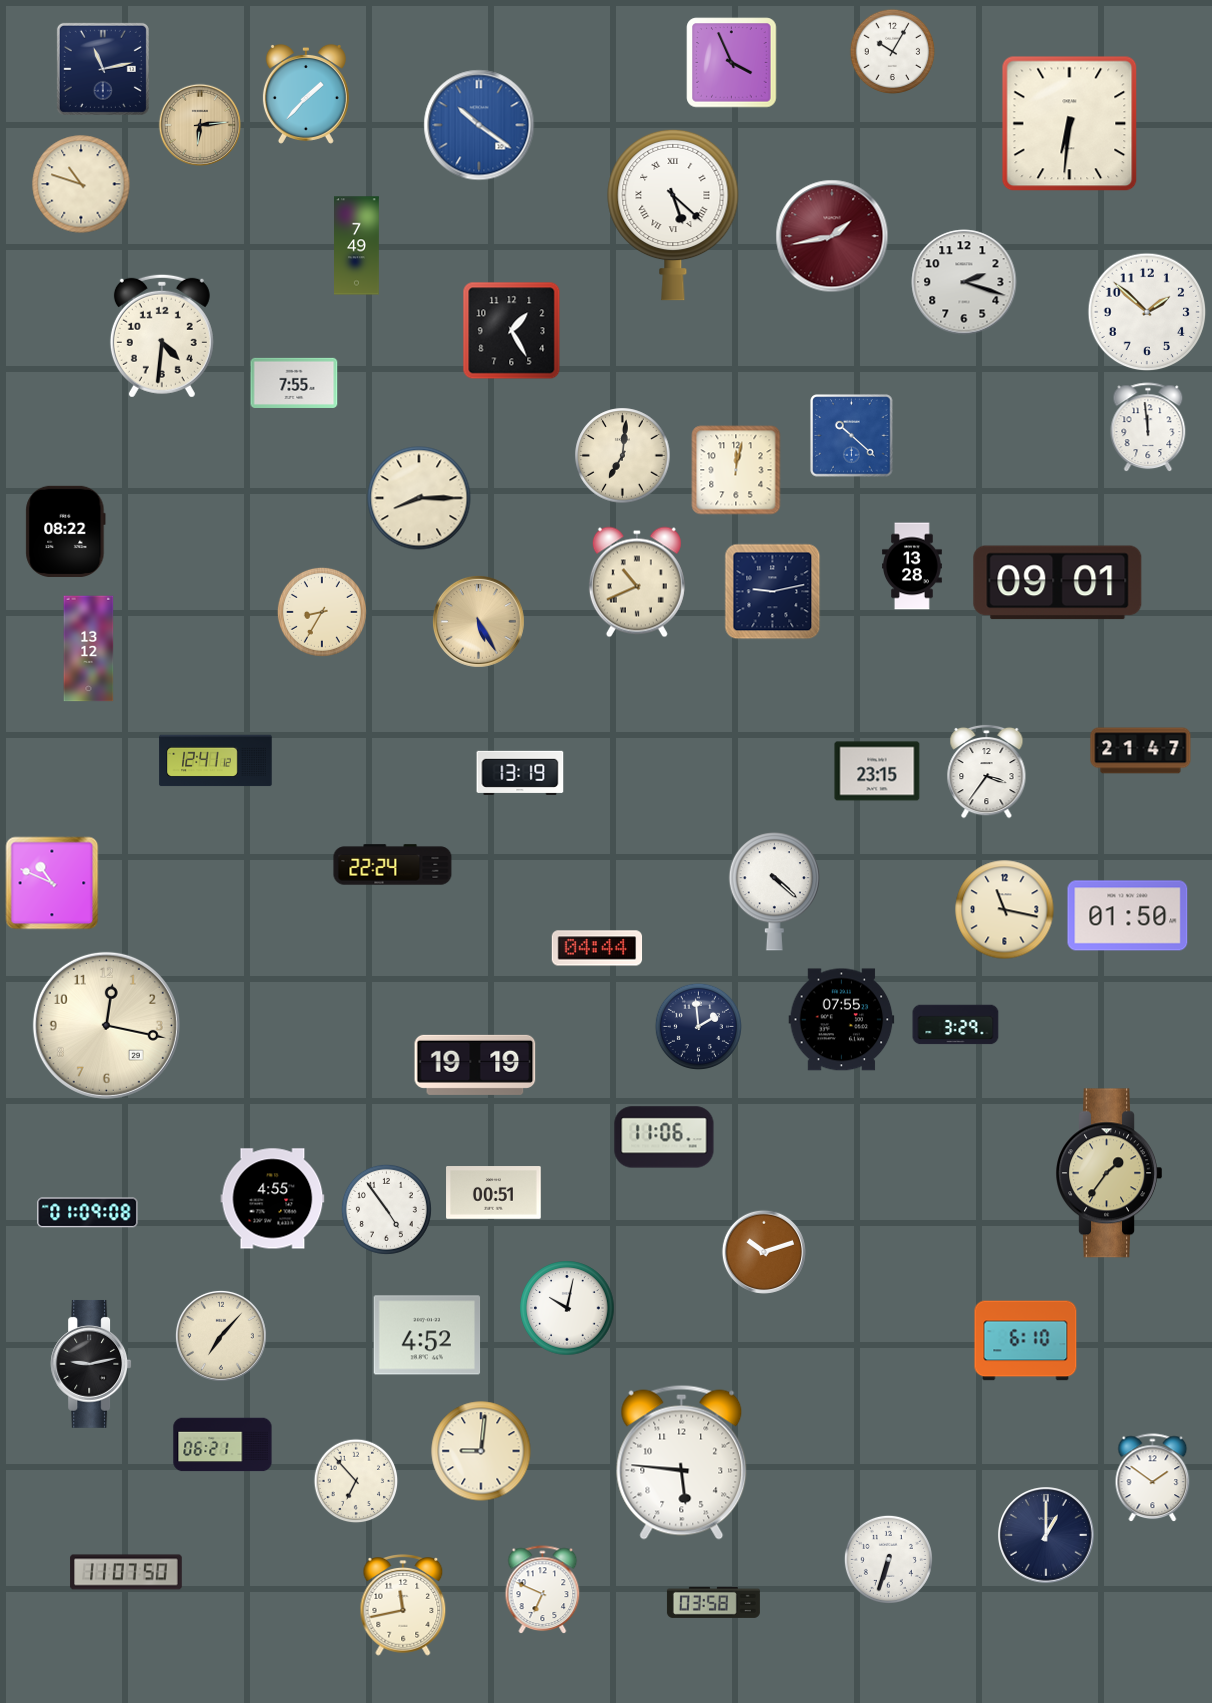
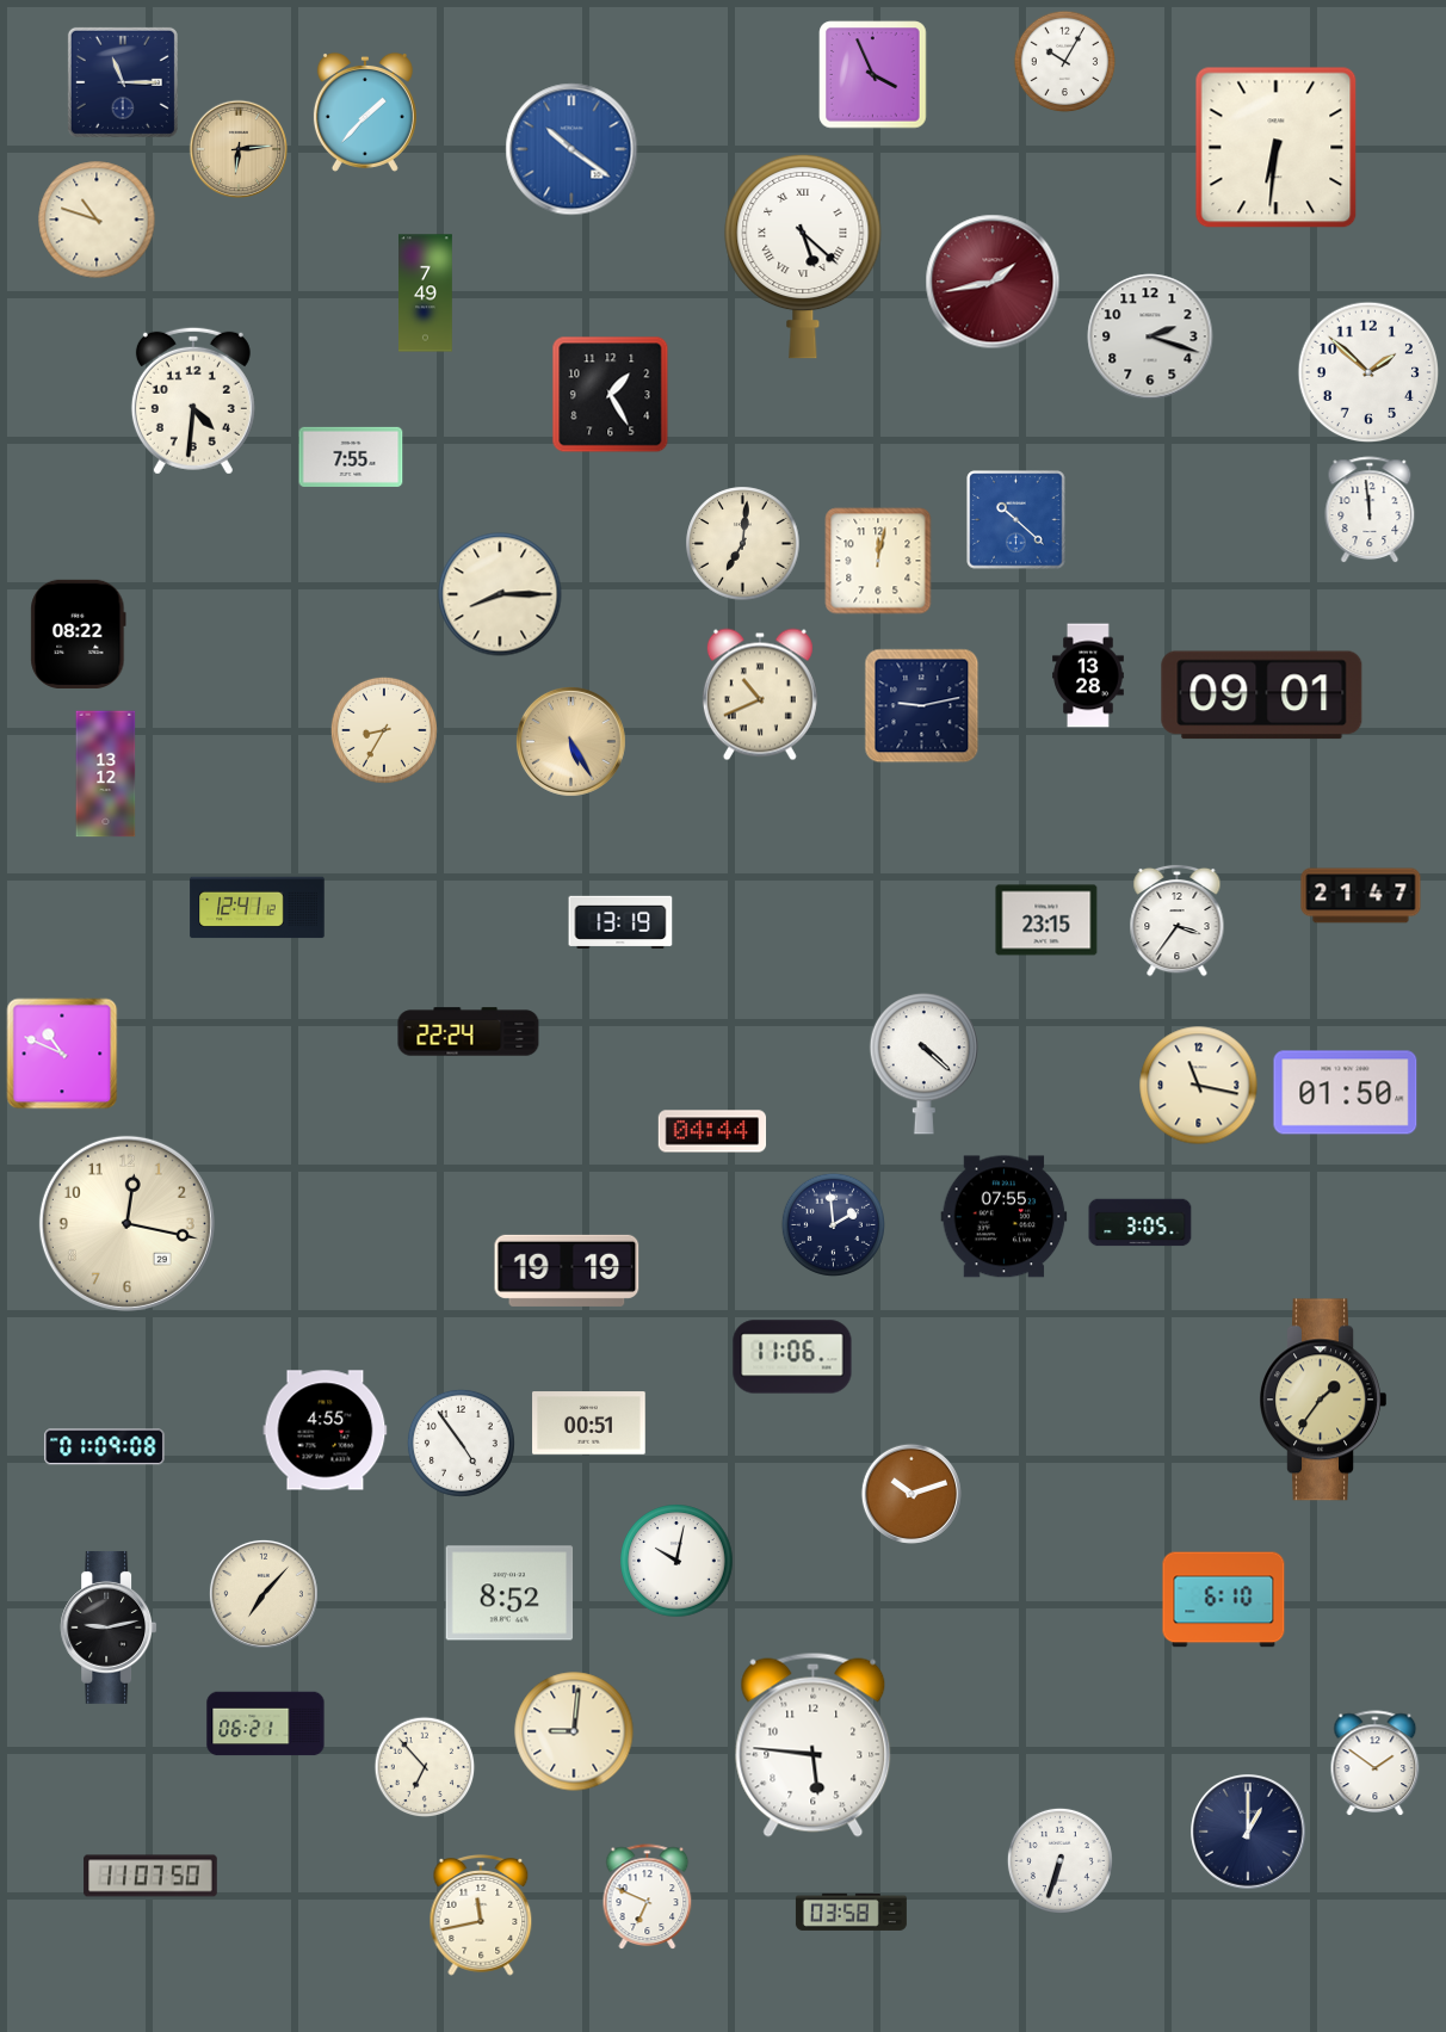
clock at (103, 69): 11:13 -> 11:15
clock at (956, 1025): 3:29 -> 3:05
clock at (427, 1335): 4:52 -> 8:52
